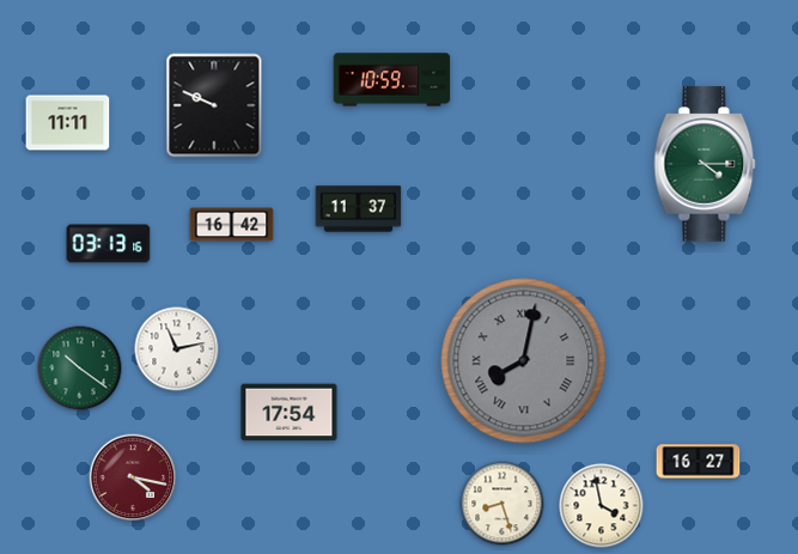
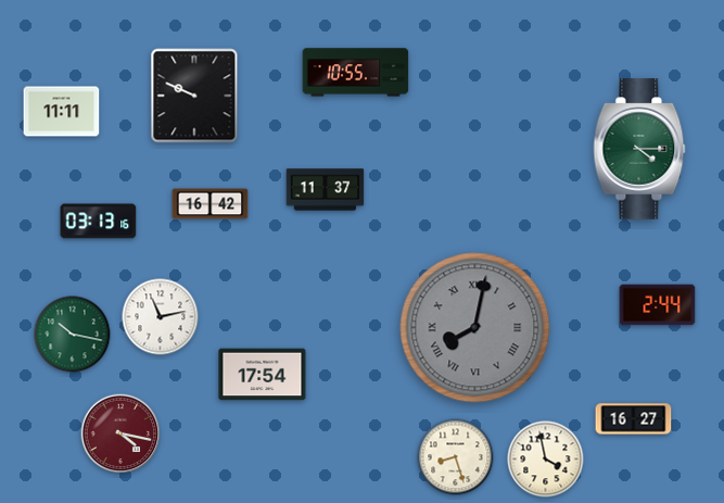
clock at (392, 80): 10:59 -> 10:55
clock at (658, 305): none -> 2:44
clock at (80, 369): 10:21 -> 10:17
